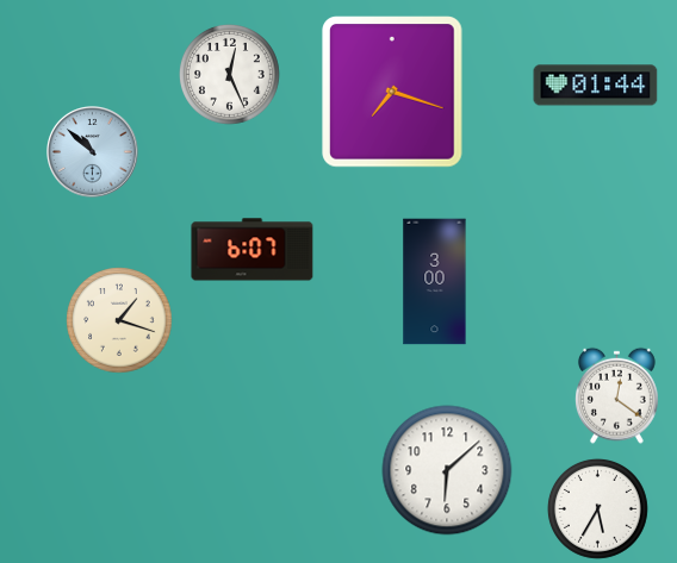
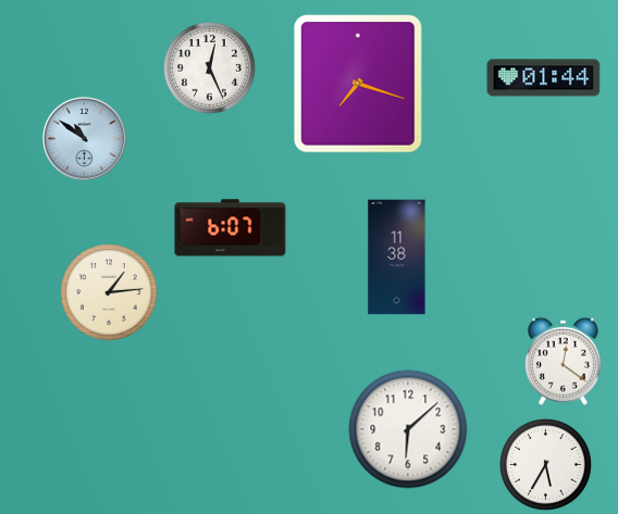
clock at (93, 152): 10:52 -> 10:51
clock at (435, 282): 3:00 -> 11:38
clock at (119, 320): 1:18 -> 1:14
